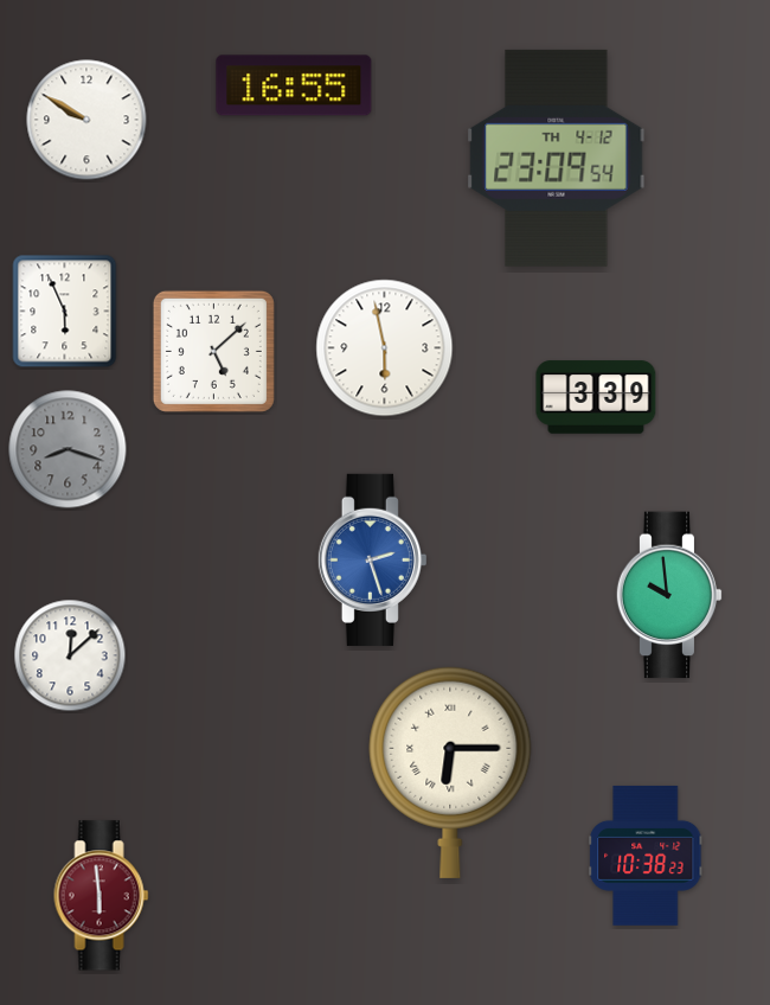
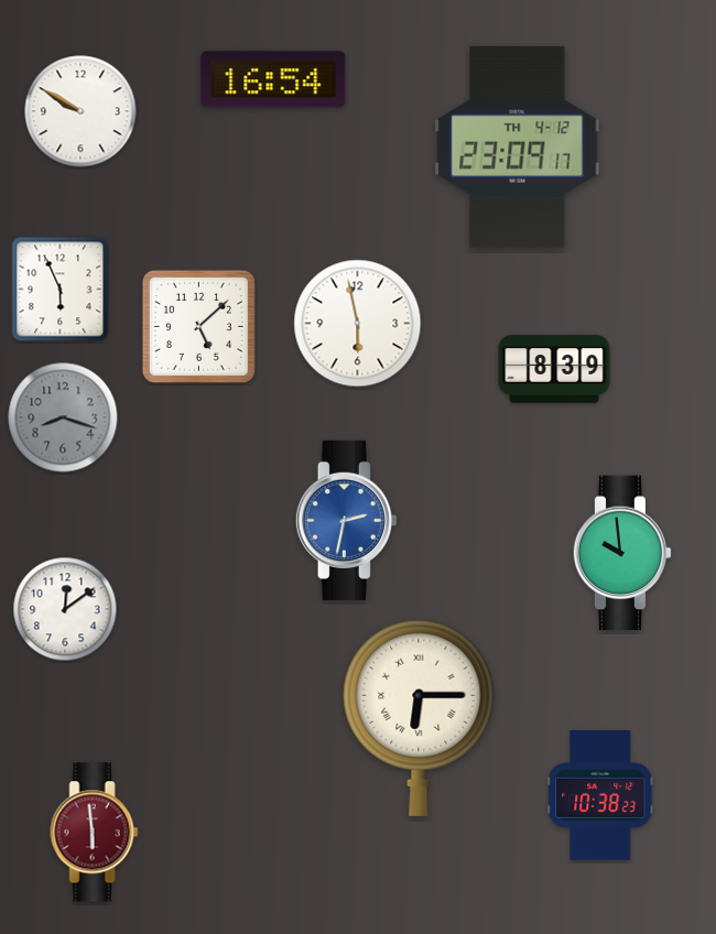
clock at (294, 85): 16:55 -> 16:54
clock at (557, 158): 23:09:54 -> 23:09:17
clock at (596, 397): 3:39 -> 8:39
clock at (372, 559): 2:27 -> 2:32
clock at (70, 655): 12:08 -> 12:09
